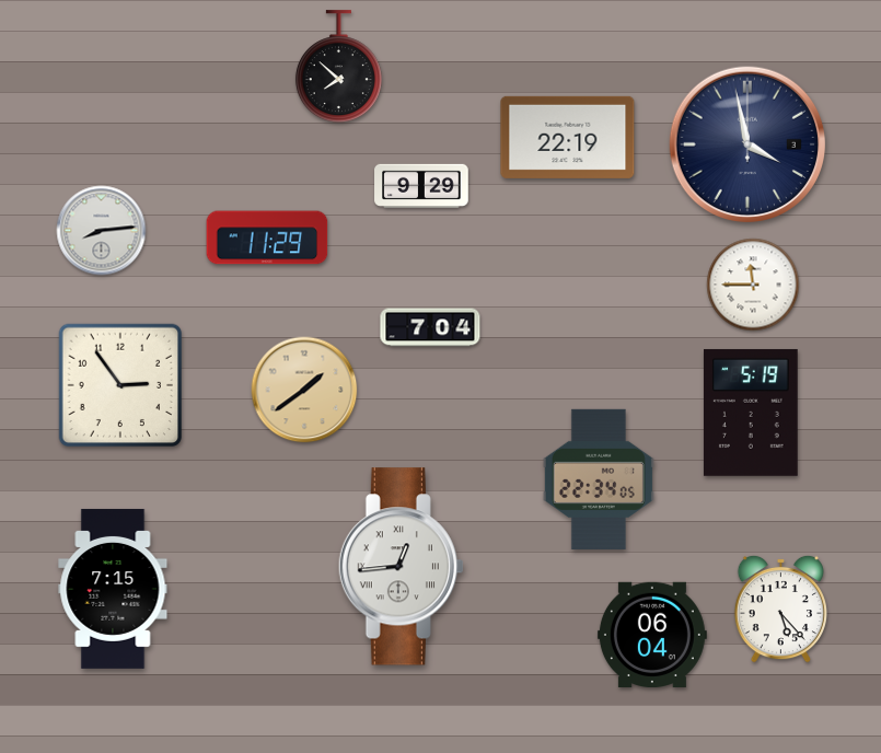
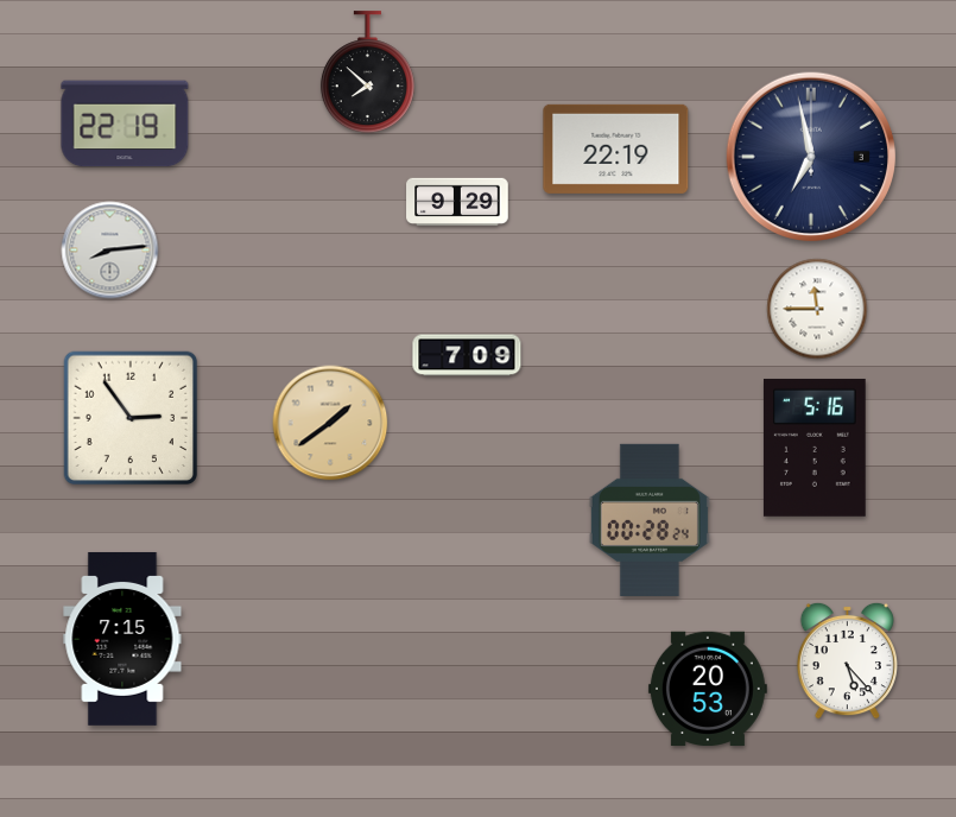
clock at (125, 123): none -> 22:19
clock at (747, 144): 3:58 -> 6:58
clock at (267, 238): 11:29 -> none
clock at (430, 327): 7:04 -> 7:09
clock at (751, 413): 5:19 -> 5:16
clock at (599, 479): 22:34 -> 00:28
clock at (401, 567): 12:44 -> none
clock at (652, 634): 06:04 -> 20:53
